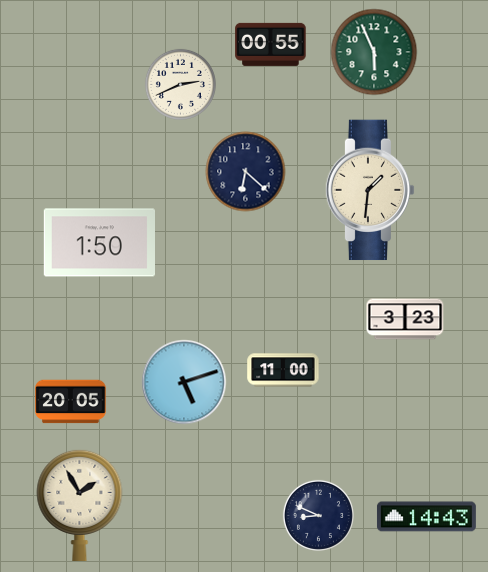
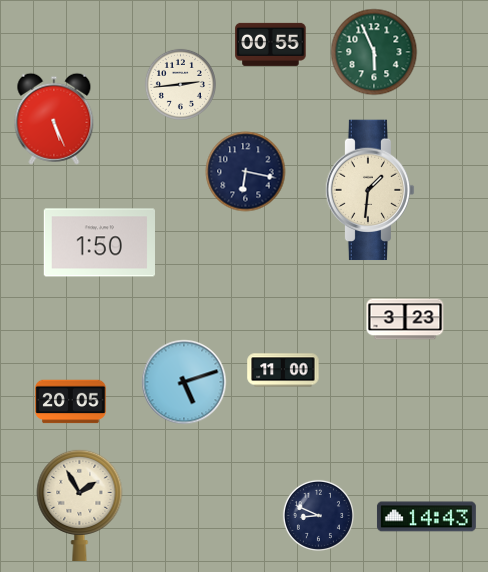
clock at (180, 84): 2:41 -> 2:44
clock at (54, 119): none -> 5:26
clock at (246, 172): 6:22 -> 6:17
